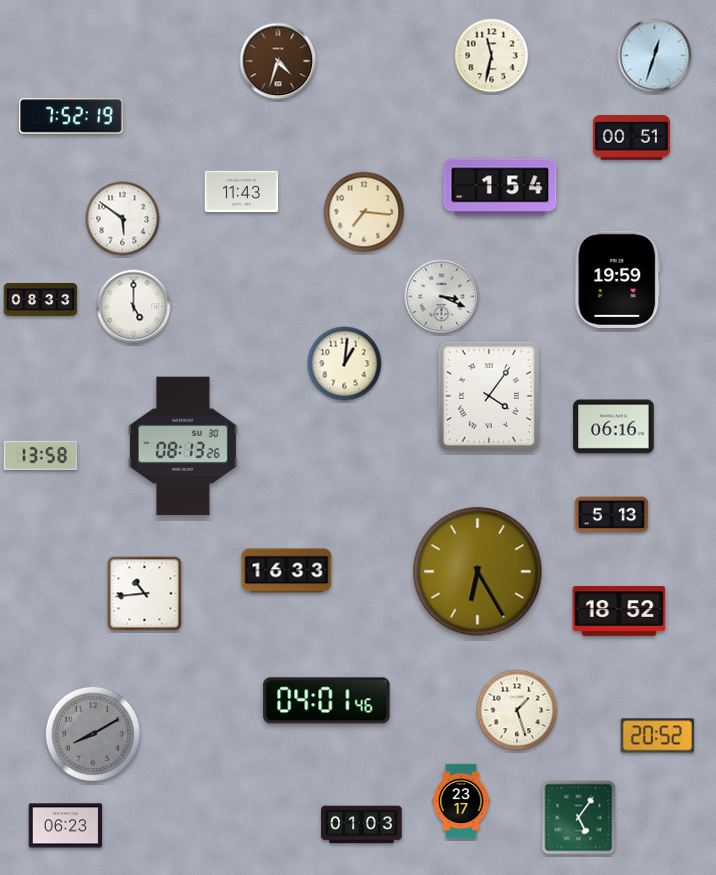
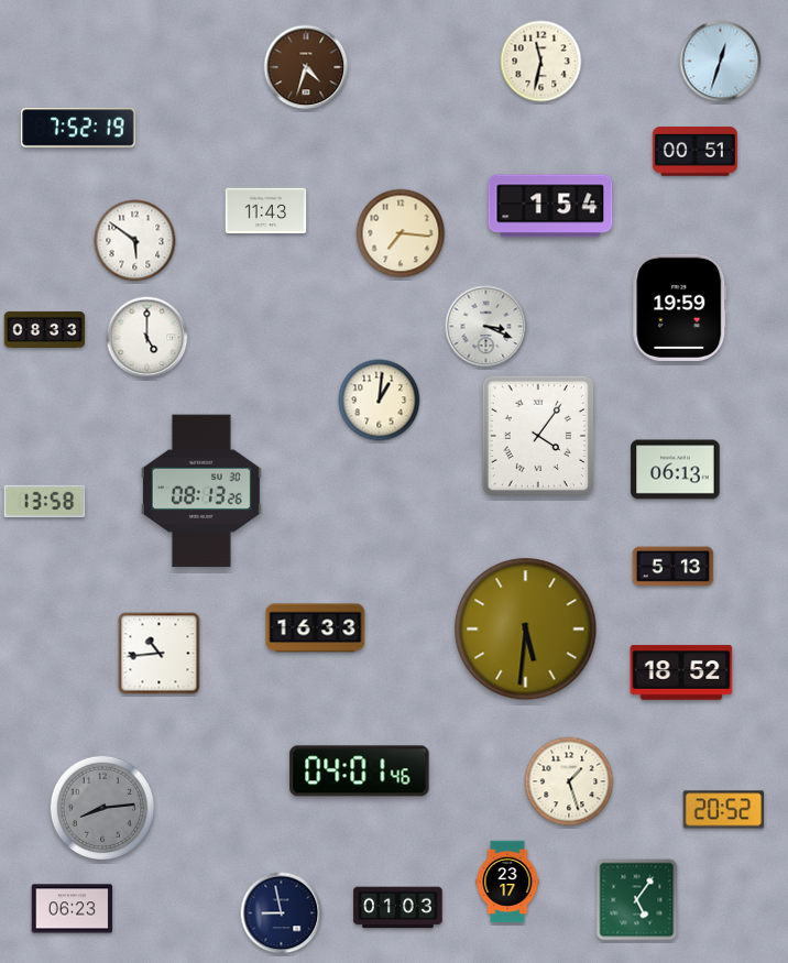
clock at (614, 427): 06:16 -> 06:13
clock at (478, 572): 6:25 -> 5:31
clock at (93, 734): 8:10 -> 8:14
clock at (282, 913): none -> 8:58
